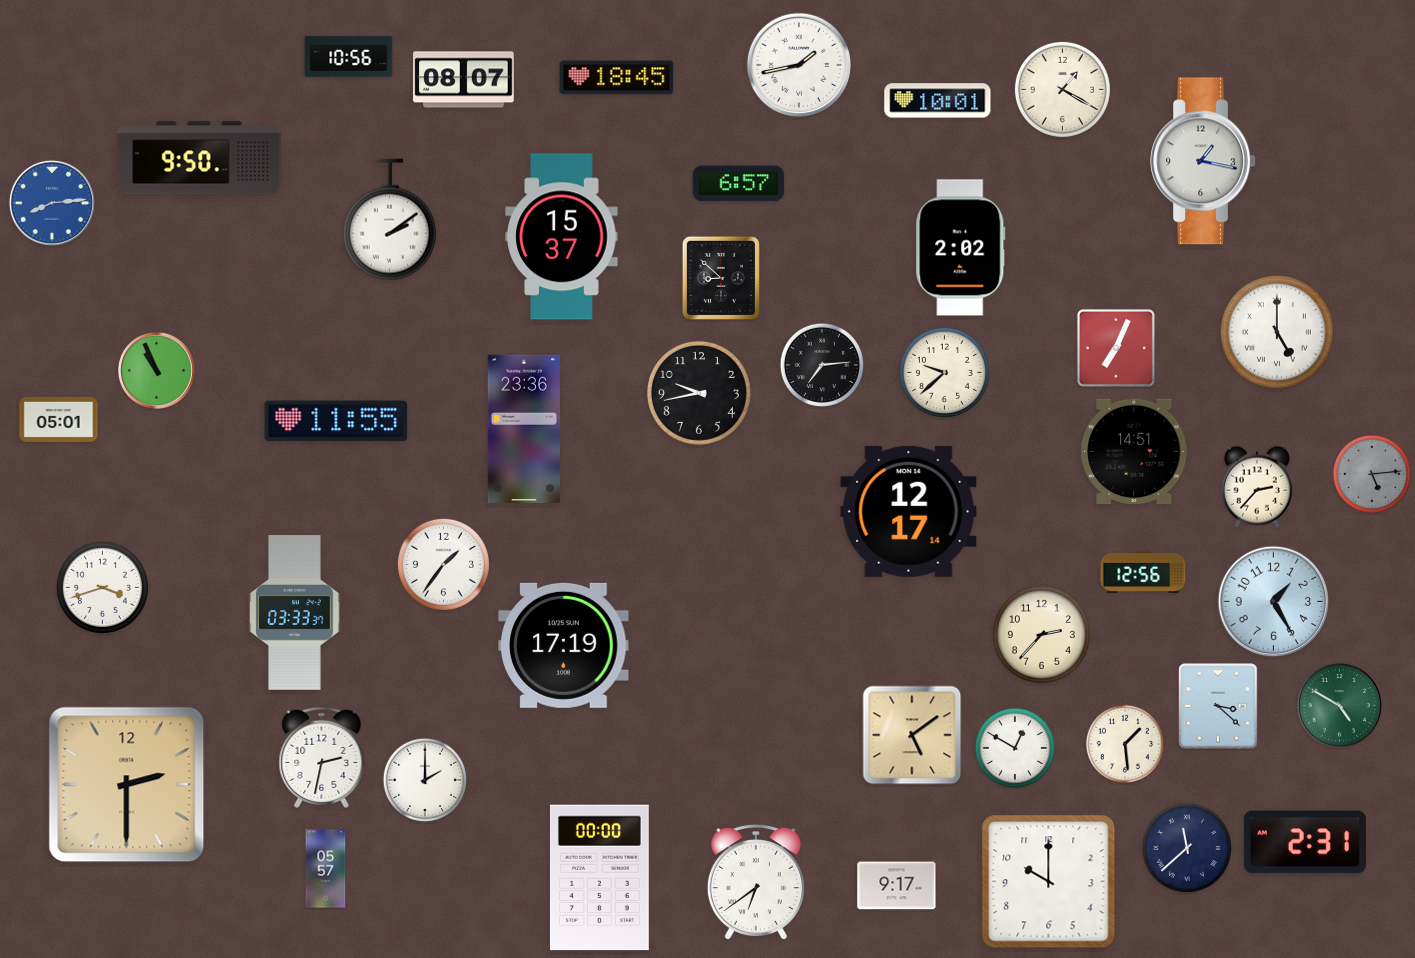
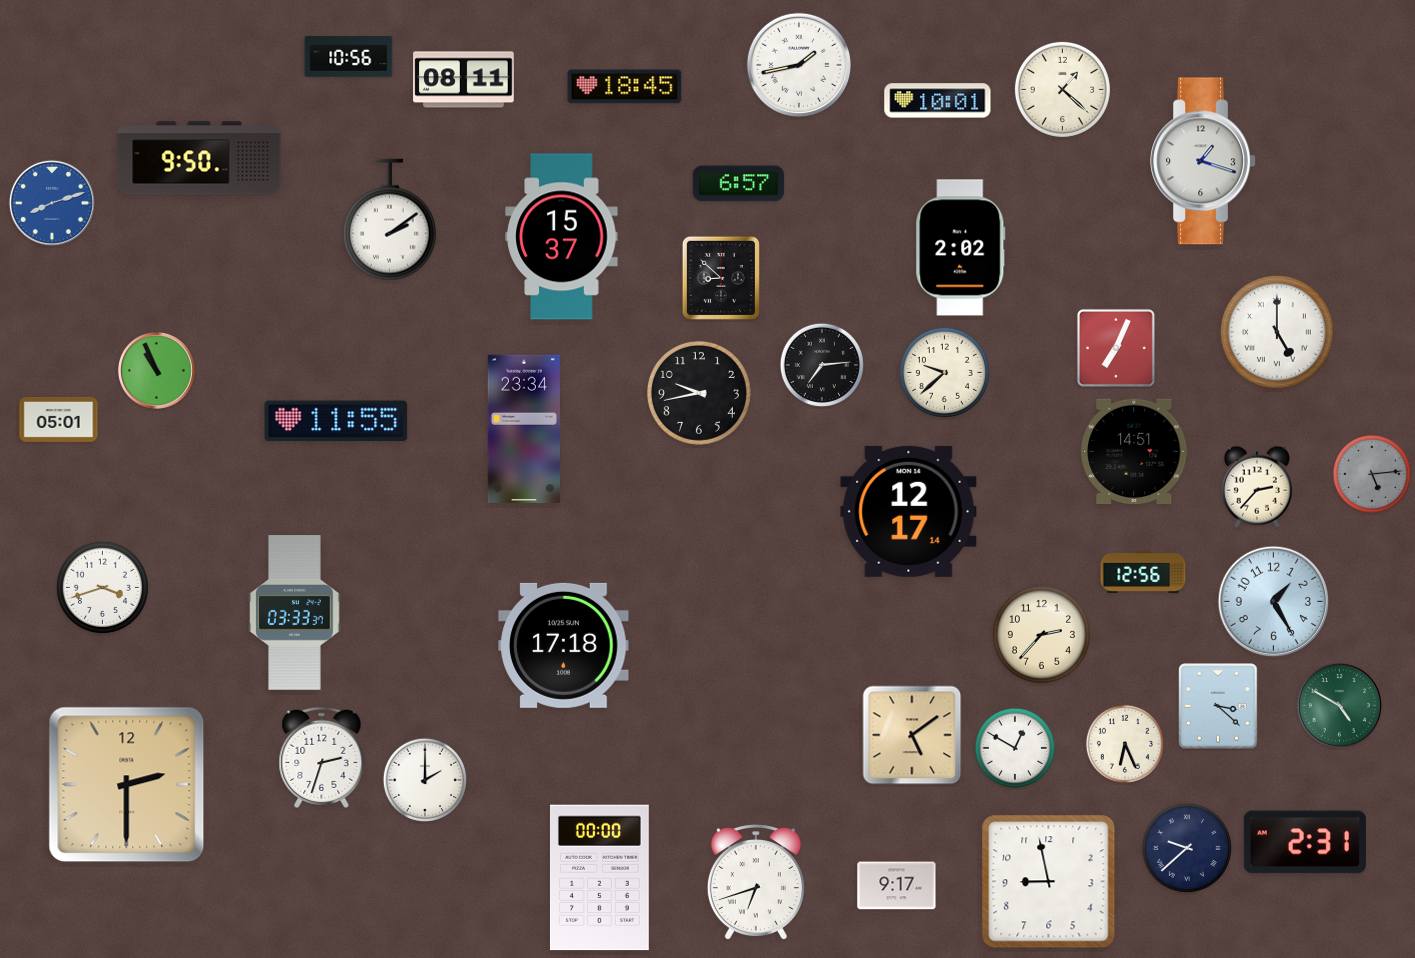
clock at (617, 78) position: (617, 78) -> (625, 87)
clock at (464, 80): 08:07 -> 08:11
clock at (1062, 89): 1:20 -> 1:22
clock at (1203, 161): 1:17 -> 1:18
clock at (52, 203): 8:14 -> 8:12
clock at (524, 428): 23:36 -> 23:34
clock at (443, 564): 1:36 -> none
clock at (564, 645): 17:19 -> 17:18
clock at (1124, 743): 1:29 -> 6:26
clock at (322, 757): 2:32 -> 2:33
clock at (1187, 848): 11:38 -> 9:38
clock at (326, 869): 05:57 -> none
clock at (1049, 882): 10:00 -> 8:58
clock at (756, 883): 6:39 -> 6:42
